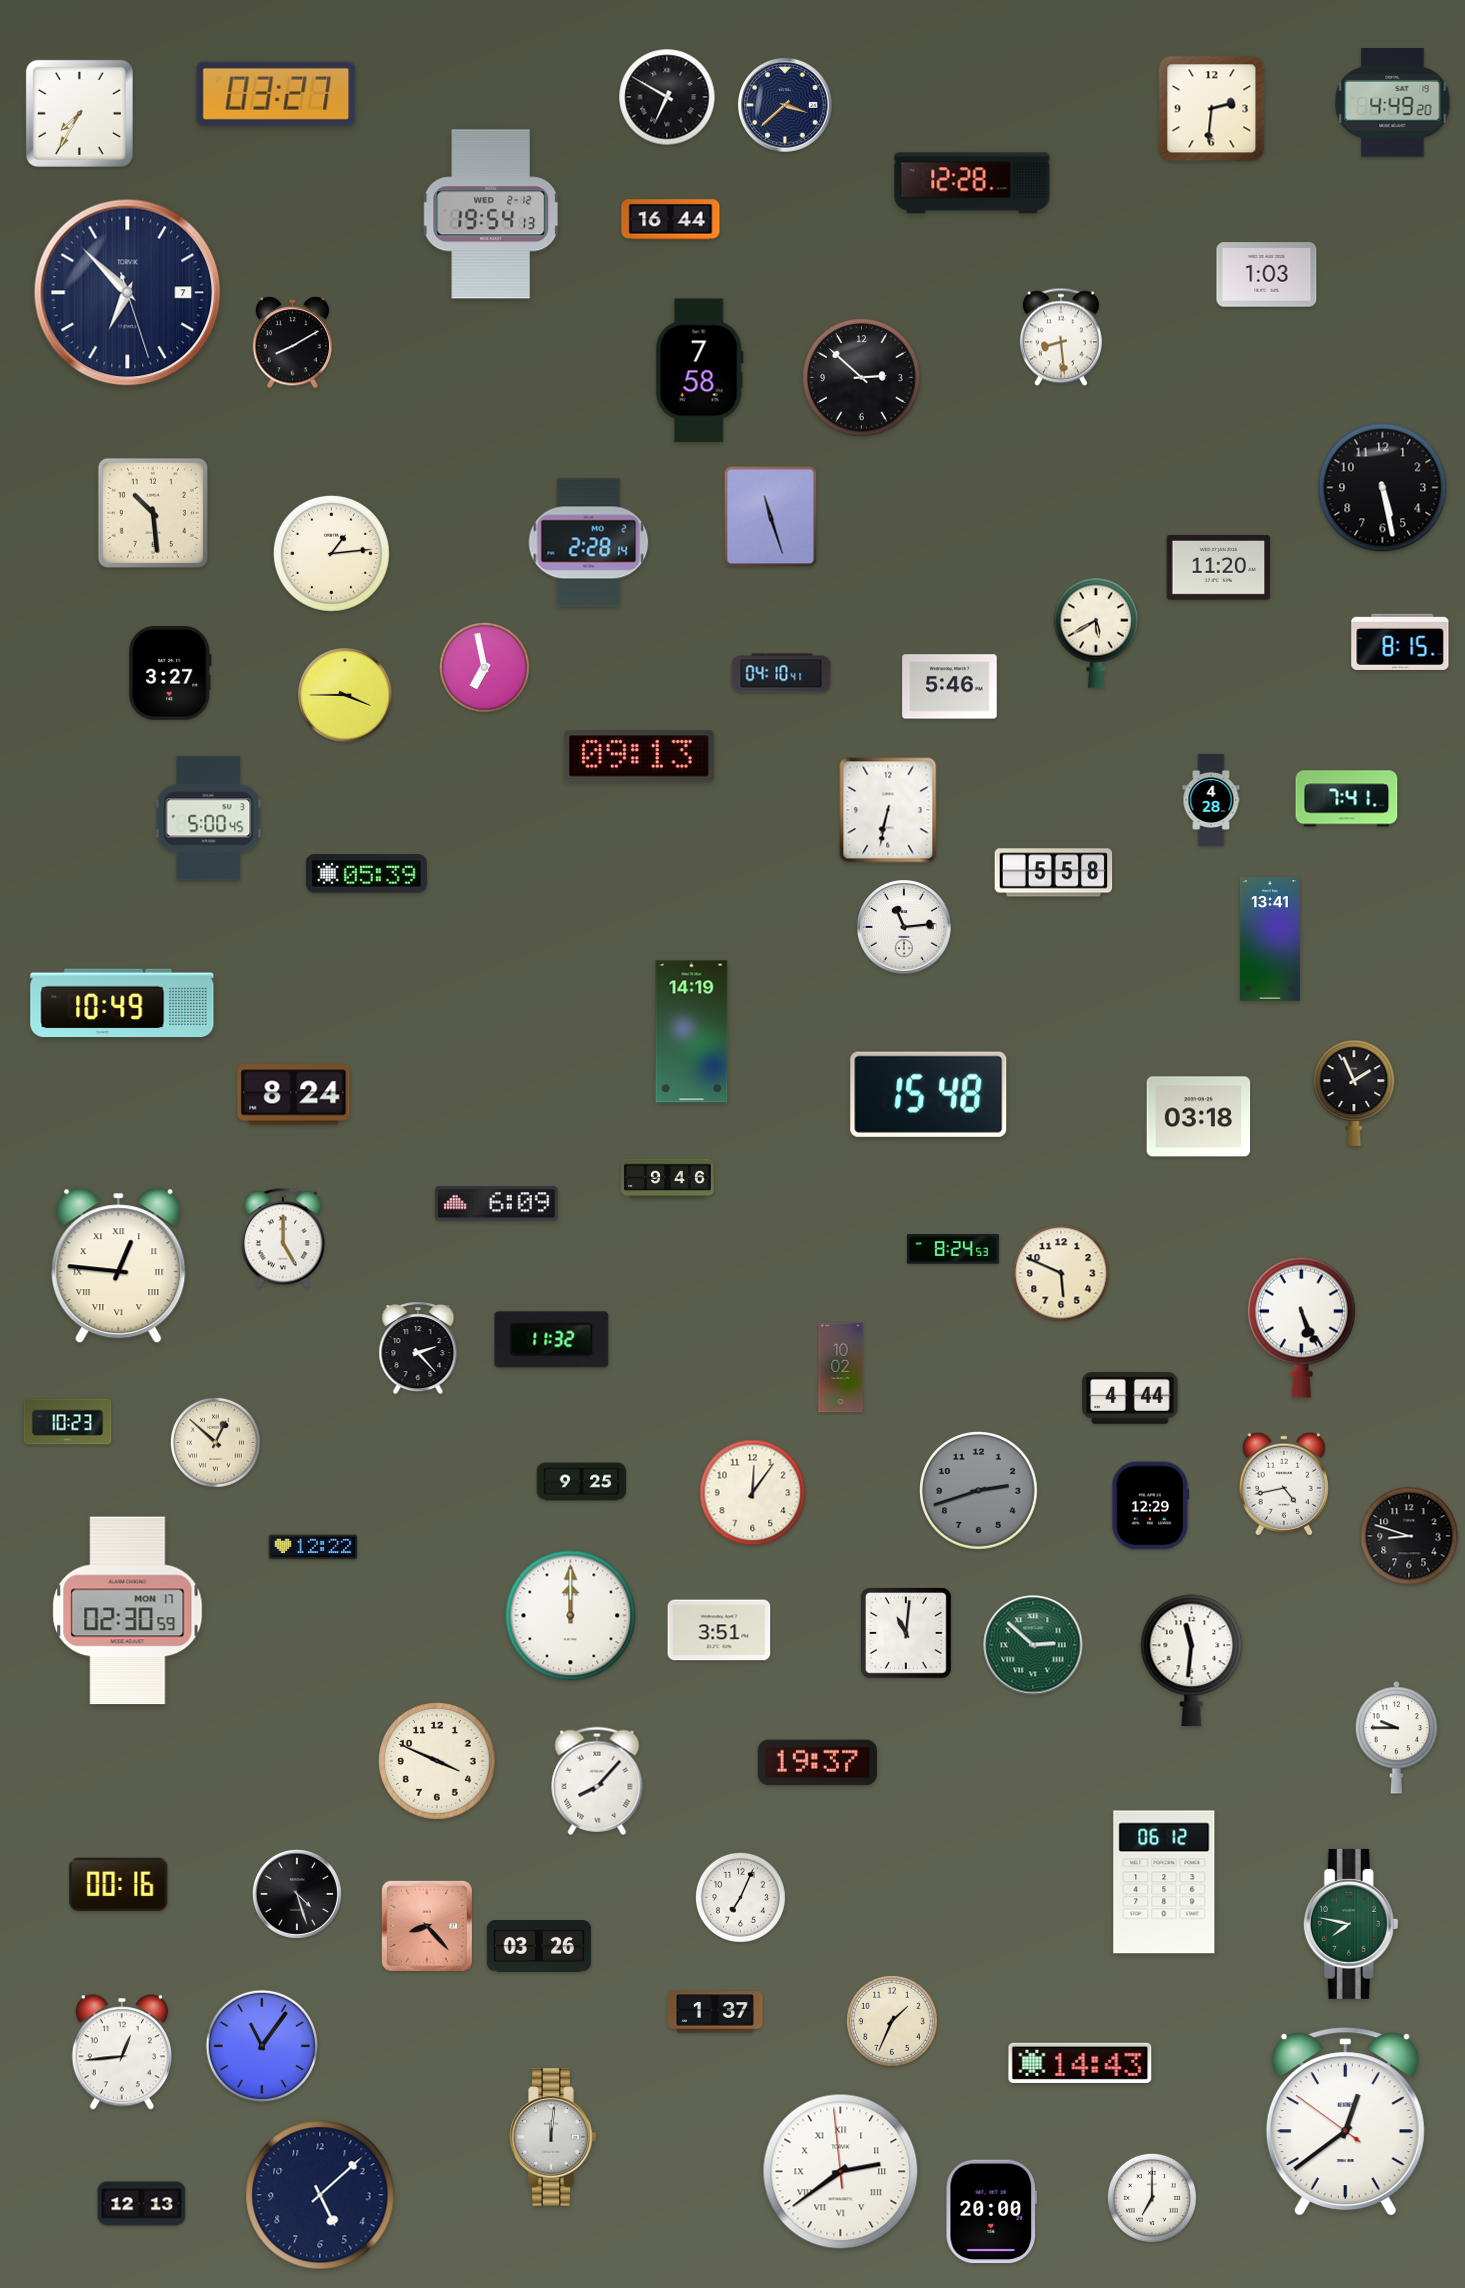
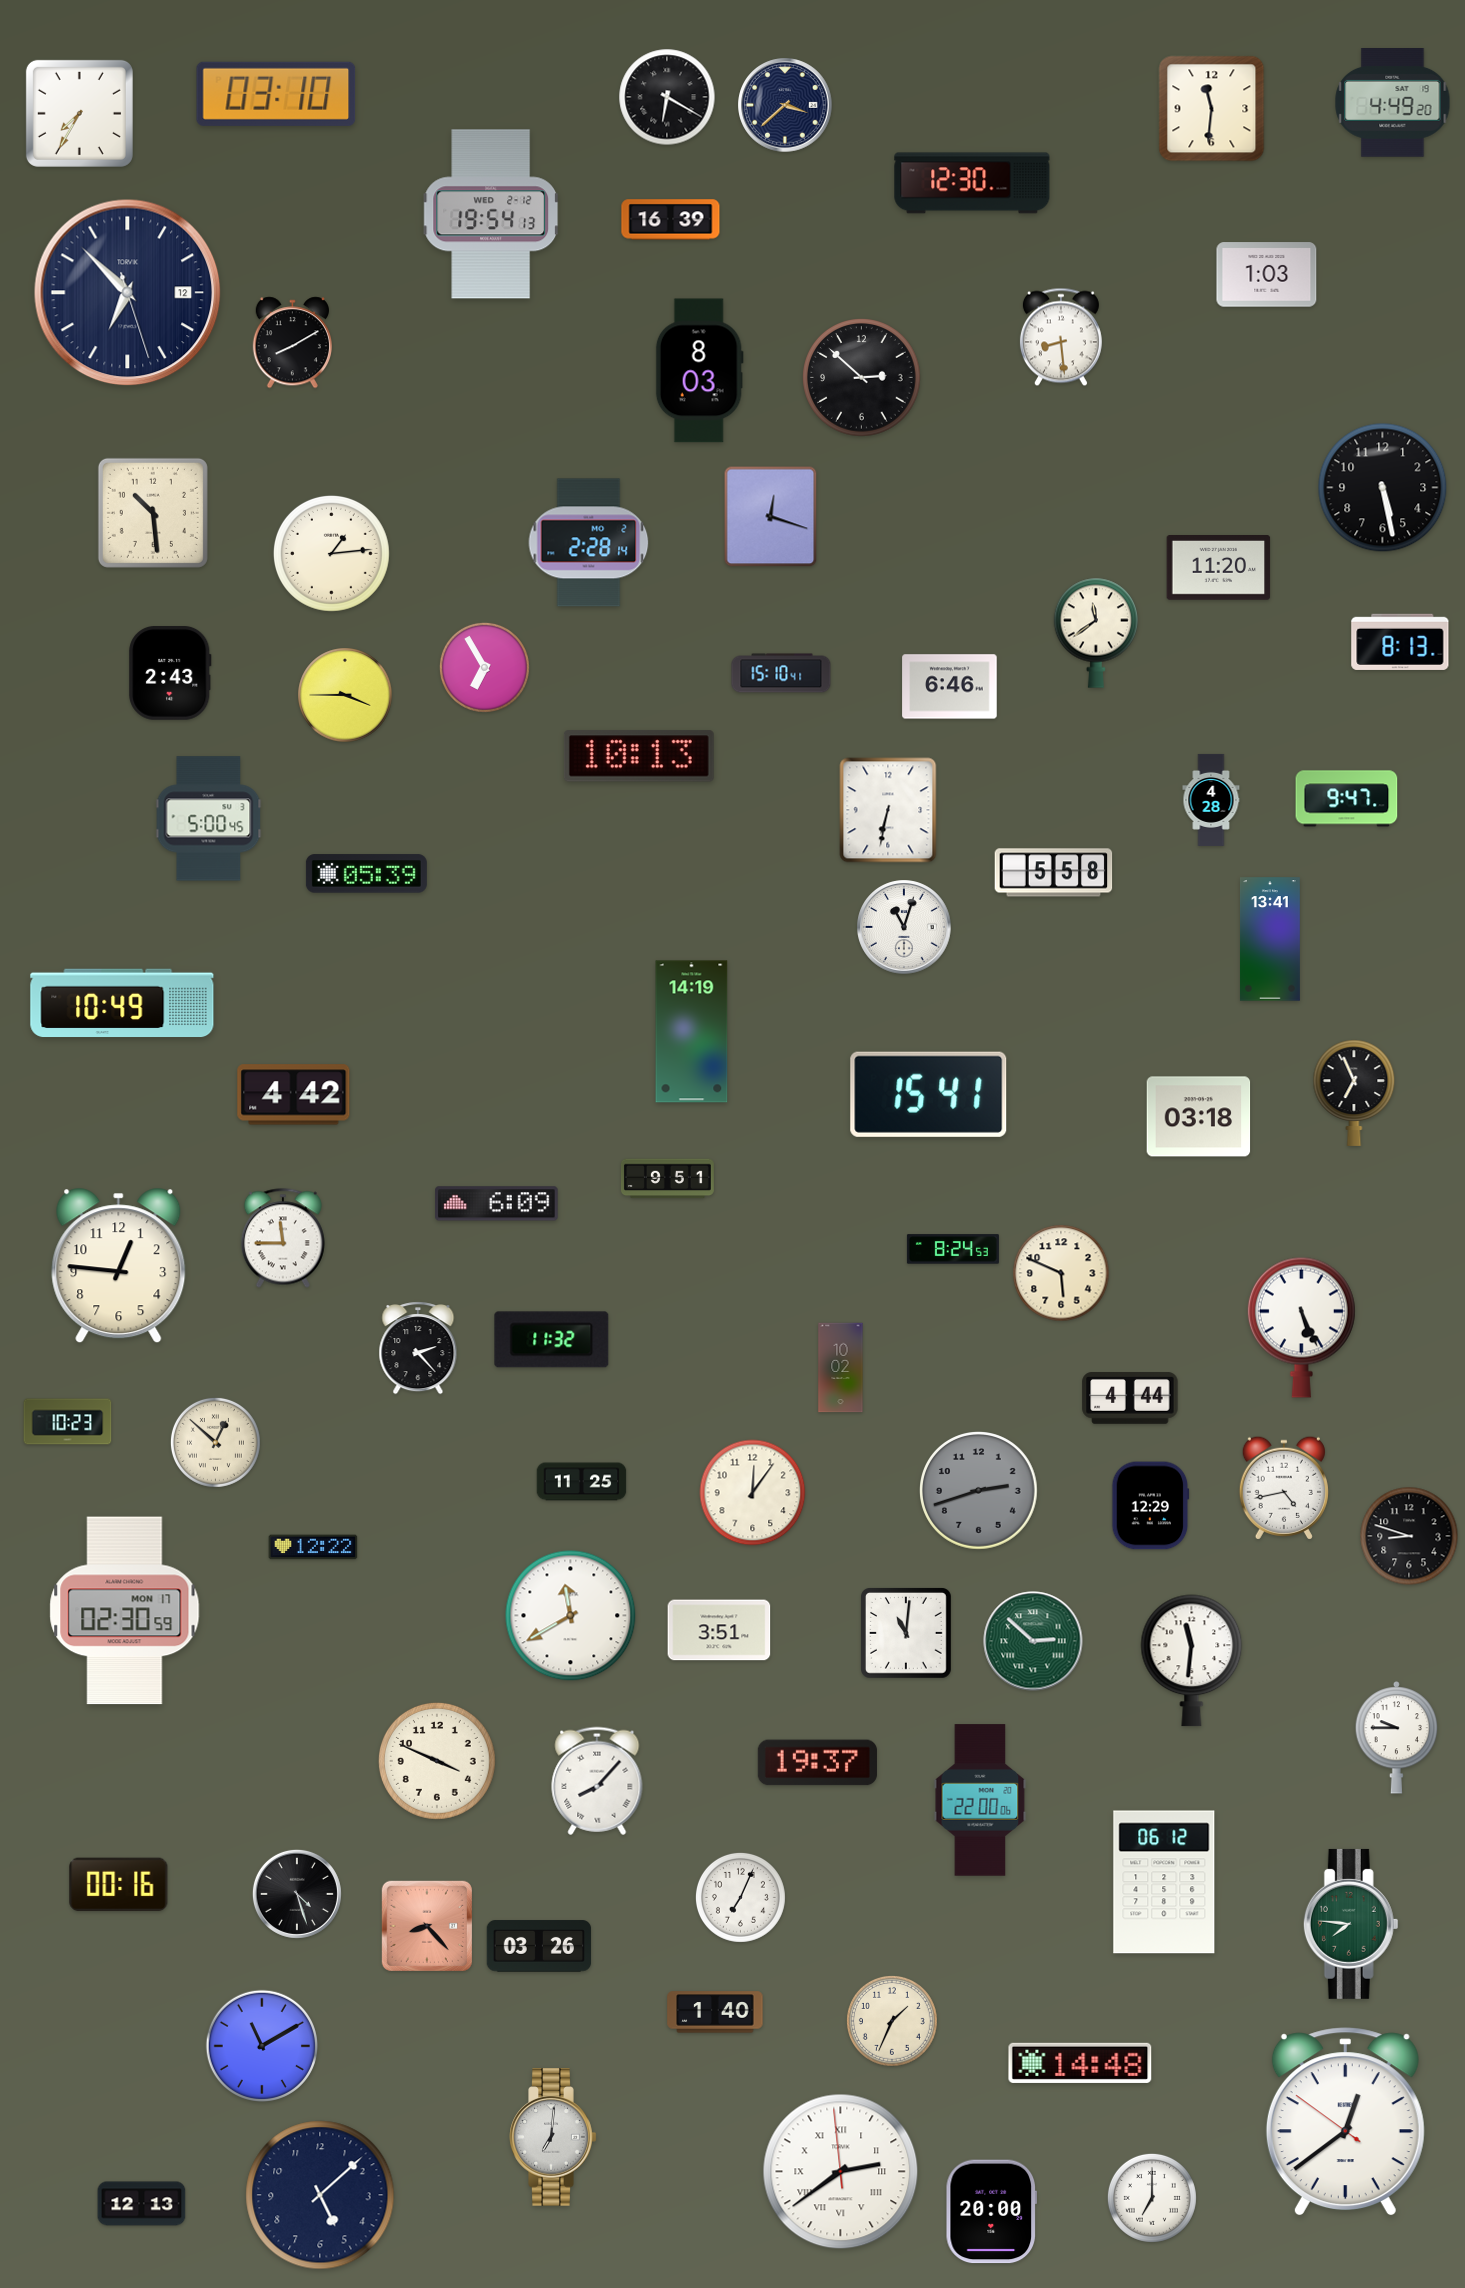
clock at (276, 94): 03:27 -> 03:10
clock at (667, 97): 6:50 -> 6:20
clock at (1212, 109): 2:31 -> 11:31
clock at (972, 183): 12:28 -> 12:30
clock at (671, 220): 16:44 -> 16:39
clock at (128, 293) date: 7 -> 12
clock at (699, 371): 7:58 -> 8:03
clock at (771, 517): 11:27 -> 12:18
clock at (1095, 633): 5:40 -> 11:39
clock at (1400, 642): 8:15 -> 8:13
clock at (484, 667): 6:58 -> 6:55
clock at (781, 673): 04:10 -> 15:10
clock at (170, 674): 3:27 -> 2:43
clock at (950, 687): 5:46 -> 6:46
clock at (639, 756): 09:13 -> 10:13
clock at (1347, 799): 7:41 -> 9:47
clock at (904, 927): 11:14 -> 11:03
clock at (1354, 1093): 1:56 -> 6:56
clock at (929, 1094): 15:48 -> 15:41
clock at (294, 1095): 8:24 -> 4:42
clock at (667, 1179): 9:46 -> 9:51
clock at (283, 1238): 5:00 -> 11:45
clock at (119, 1266) numerals: Roman -> Arabic
clock at (582, 1482): 9:25 -> 11:25
clock at (1284, 1484) position: (1284, 1484) -> (1284, 1488)
clock at (128, 1611) position: (128, 1611) -> (125, 1611)
clock at (571, 1616): 12:00 -> 11:40
clock at (1033, 1645) position: (1033, 1645) -> (1033, 1641)
clock at (980, 1800): none -> 22:00
clock at (1351, 1924): 7:47 -> 7:46
clock at (715, 2012): 1:37 -> 1:40
clock at (262, 2046): 11:06 -> 11:10
clock at (122, 2052): 12:44 -> none
clock at (1080, 2063): 14:43 -> 14:48
clock at (553, 2137): 12:01 -> 7:01
